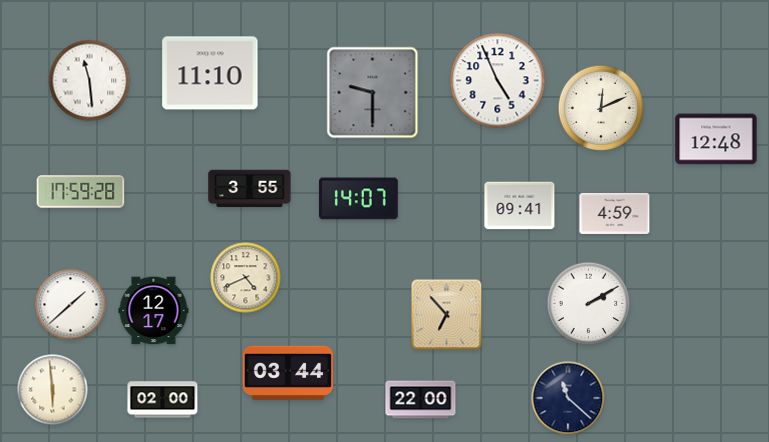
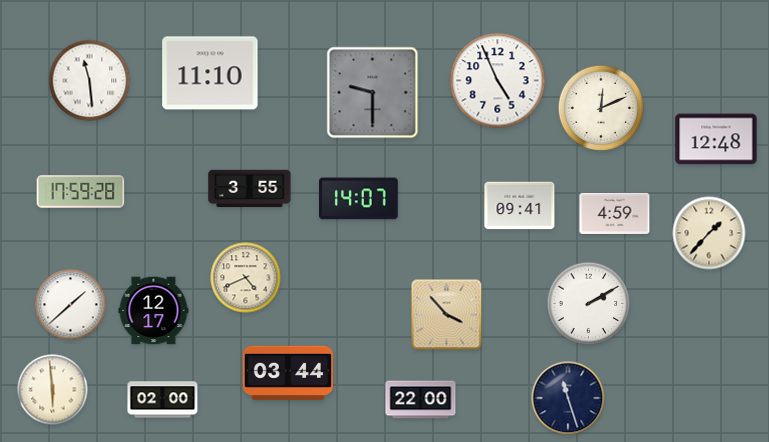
clock at (709, 233): none -> 1:37
clock at (447, 315): 6:53 -> 3:53
clock at (568, 398): 11:22 -> 11:27
